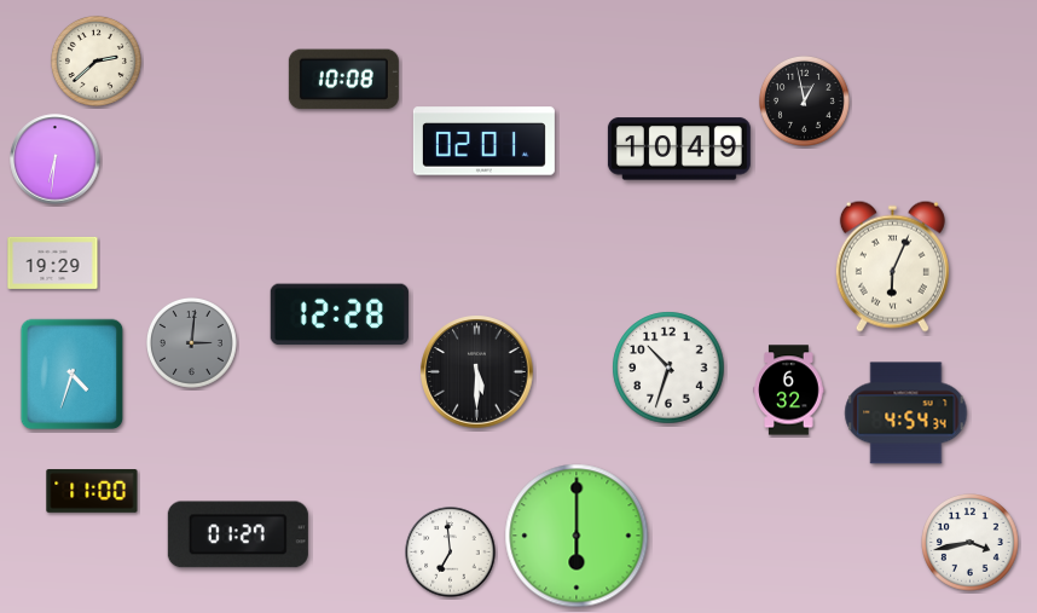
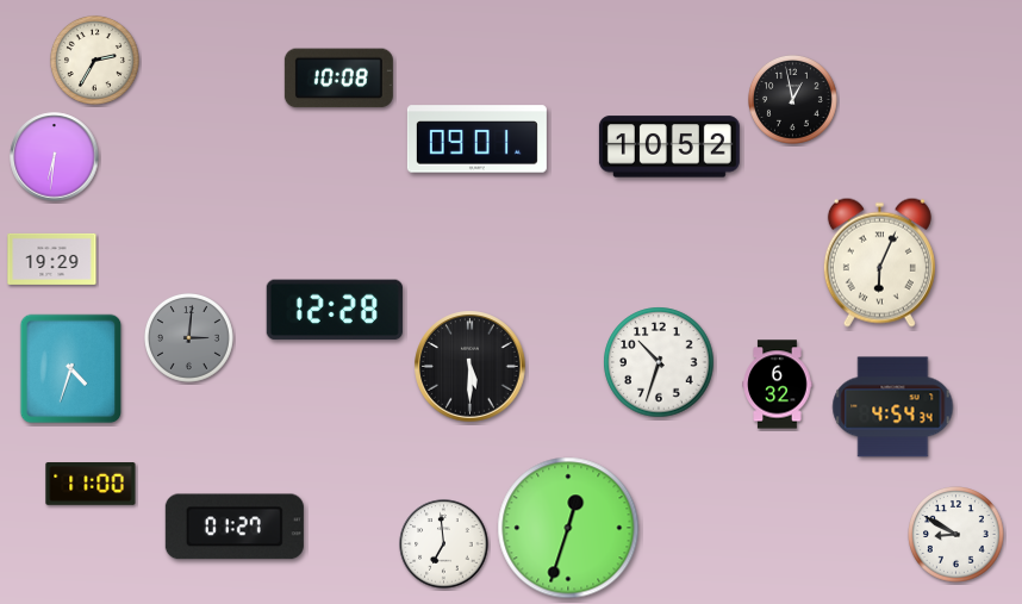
clock at (95, 60): 2:38 -> 2:35
clock at (483, 141): 02:01 -> 09:01
clock at (679, 149): 10:49 -> 10:52
clock at (577, 536): 6:00 -> 12:33
clock at (971, 543): 3:43 -> 8:50
